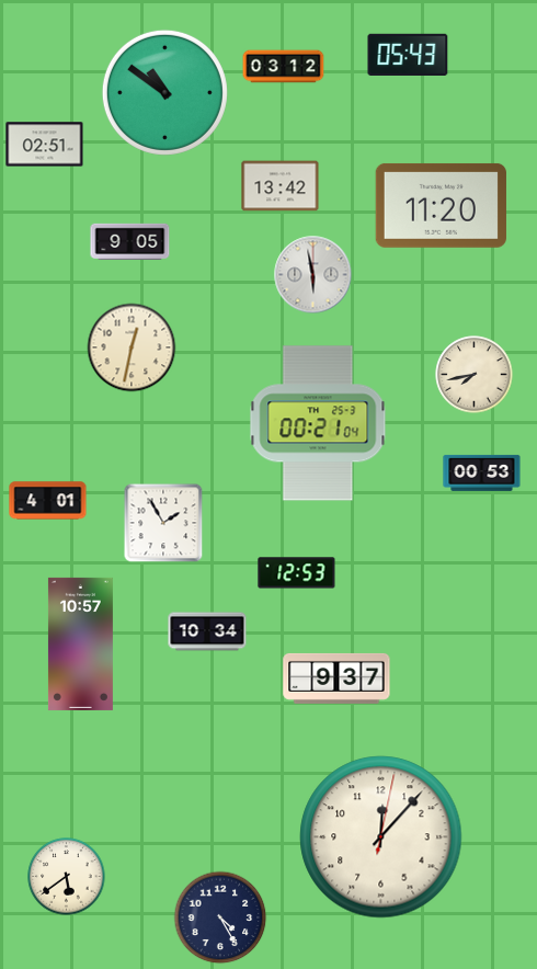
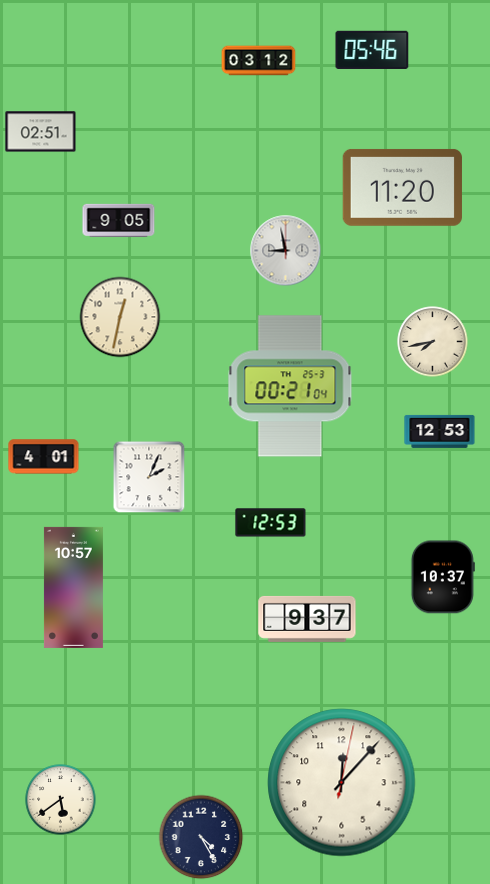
clock at (408, 55): 05:43 -> 05:46
clock at (164, 92): 10:51 -> none
clock at (281, 186): 13:42 -> none
clock at (313, 275): 5:58 -> 8:58
clock at (482, 472): 00:53 -> 12:53
clock at (163, 523): 1:55 -> 2:04
clock at (207, 631): 10:34 -> none
clock at (443, 577): none -> 10:37
clock at (381, 837) position: (381, 837) -> (342, 783)
